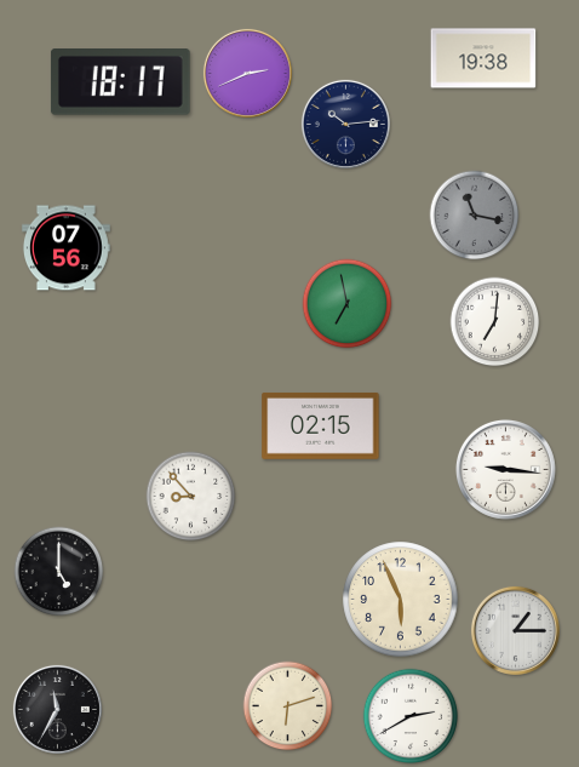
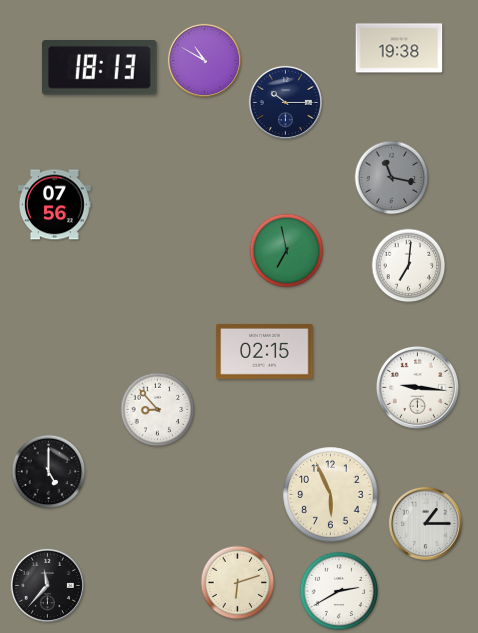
clock at (247, 73): 2:41 -> 10:50
clock at (120, 82): 18:17 -> 18:13
clock at (345, 124): 10:14 -> 10:15
clock at (515, 630) position: (515, 630) -> (425, 523)
clock at (57, 709): 11:35 -> 11:37
